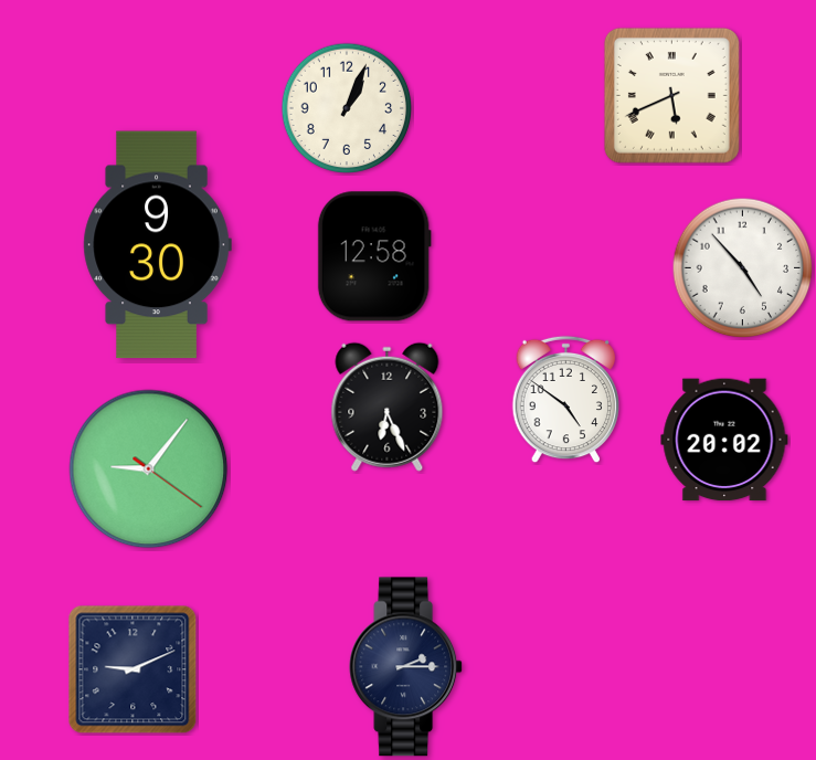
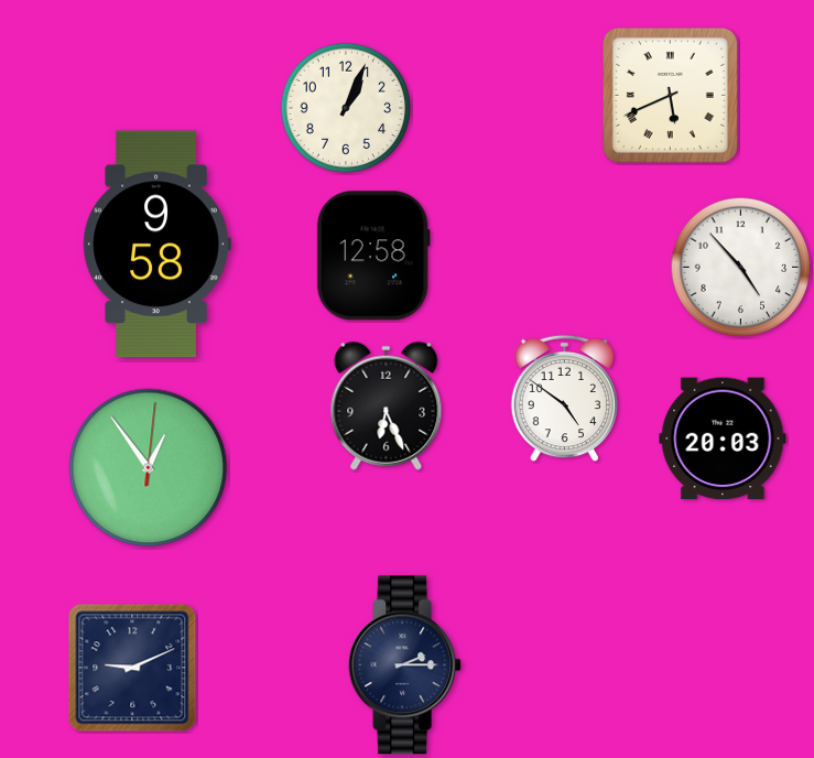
clock at (157, 245): 9:30 -> 9:58
clock at (724, 440): 20:02 -> 20:03
clock at (149, 469): 9:06 -> 12:54
